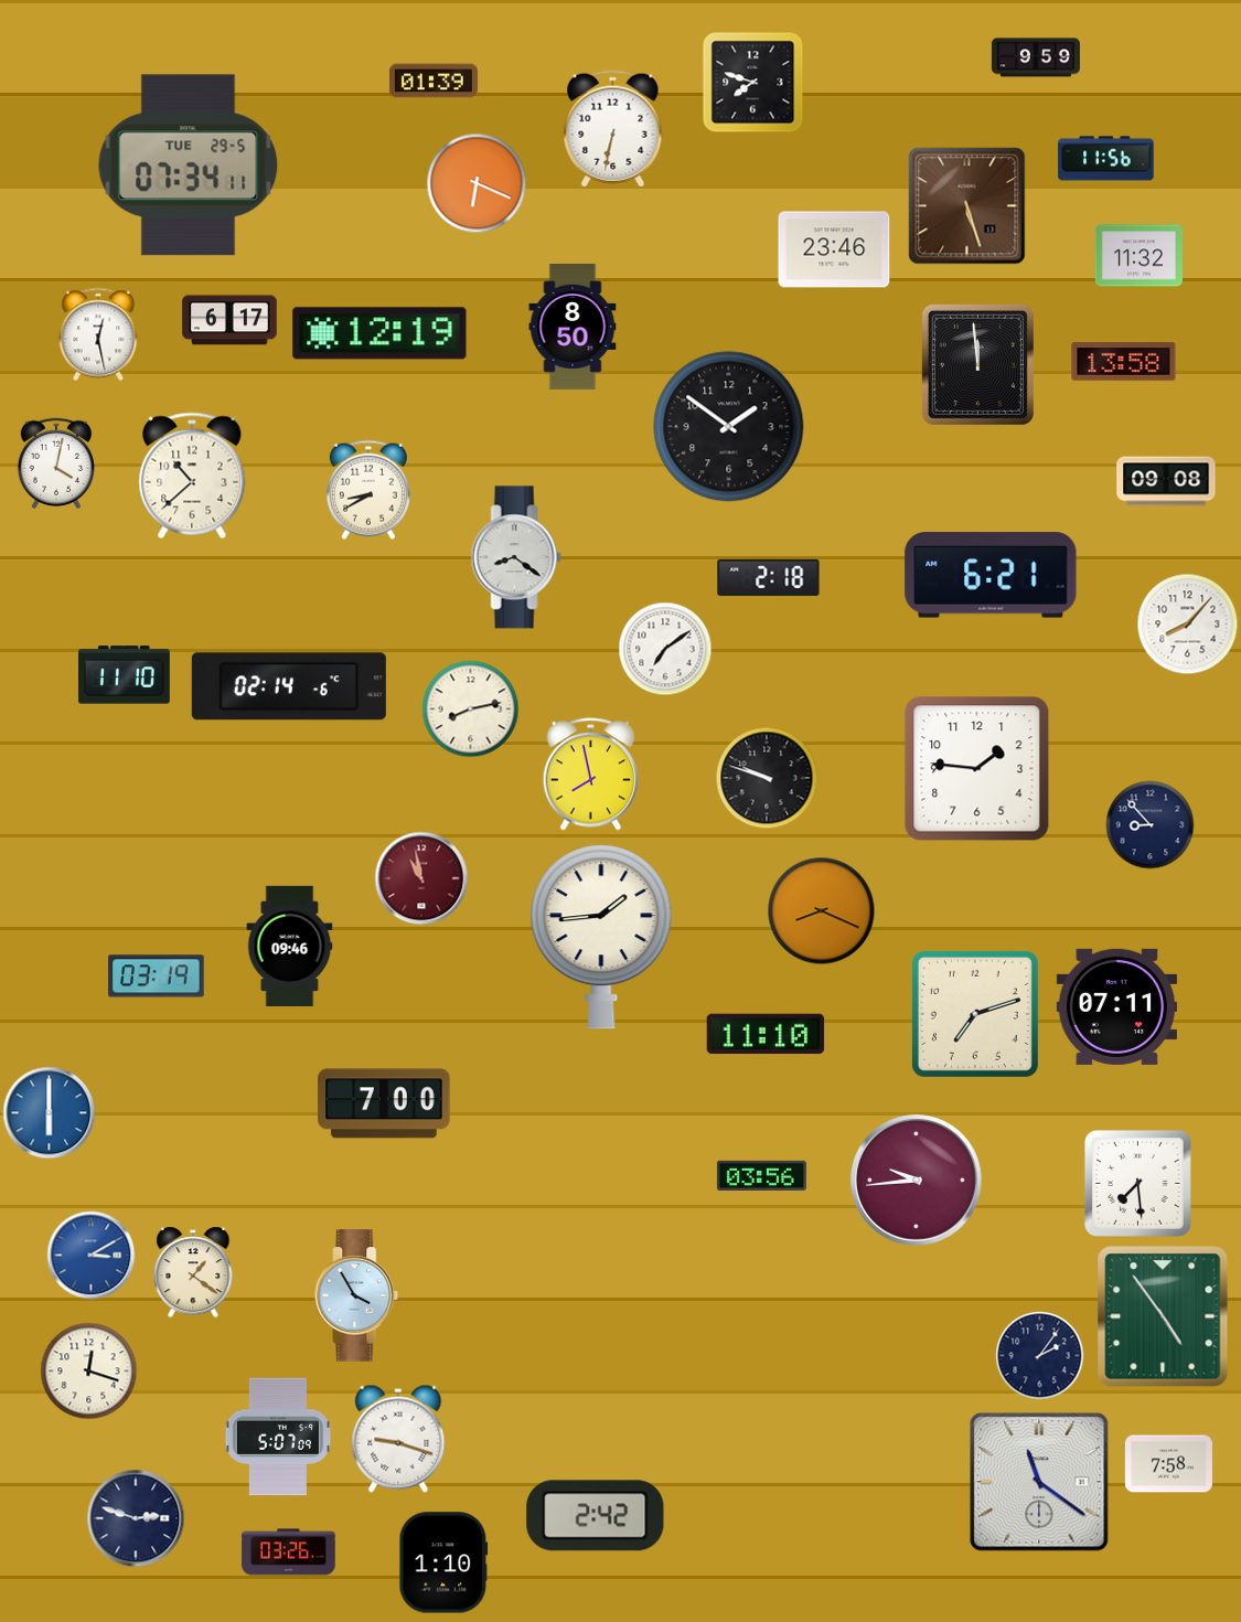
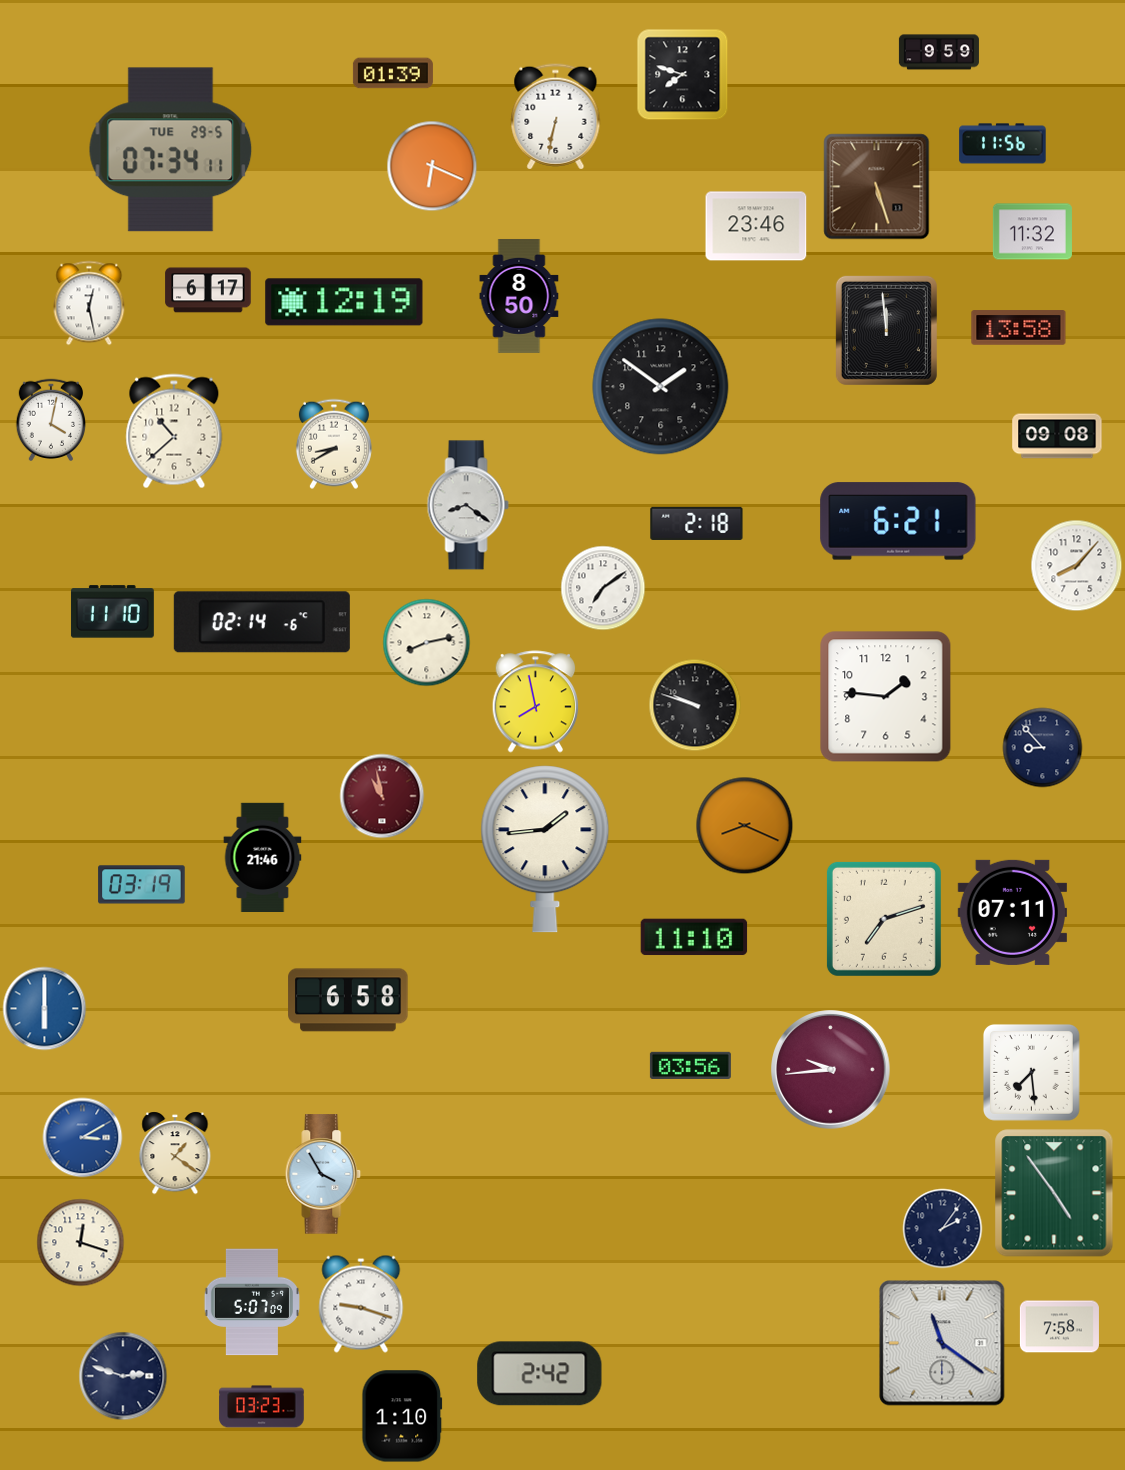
clock at (290, 946): 09:46 -> 21:46
clock at (384, 1103): 7:00 -> 6:58
clock at (289, 1552): 03:26 -> 03:23
